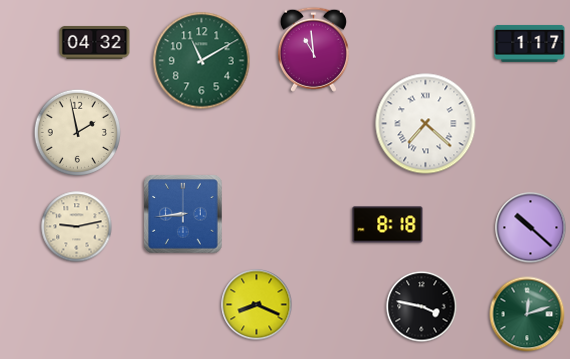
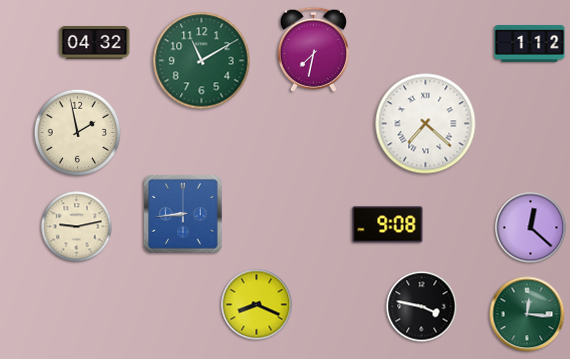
clock at (530, 43): 1:17 -> 1:12
clock at (313, 49): 10:59 -> 7:32
clock at (388, 225): 8:18 -> 9:08
clock at (531, 228): 10:22 -> 12:22
clock at (527, 314): 12:12 -> 12:16
